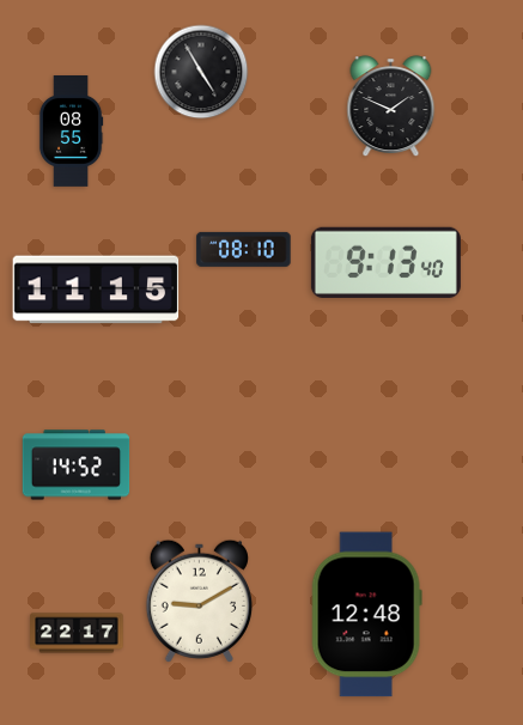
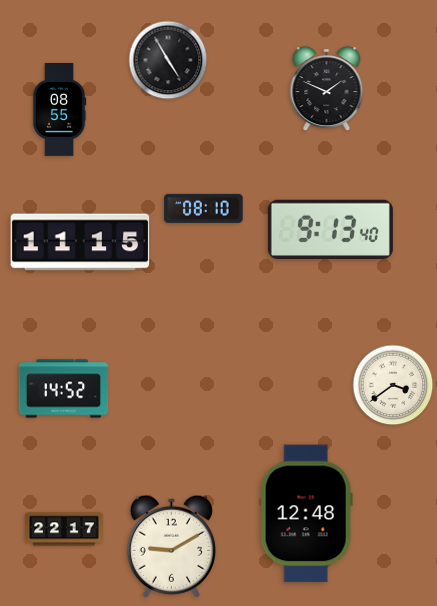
clock at (385, 262) position: (385, 262) -> (330, 229)
clock at (393, 385): none -> 3:39
clock at (199, 601) position: (199, 601) -> (171, 546)
